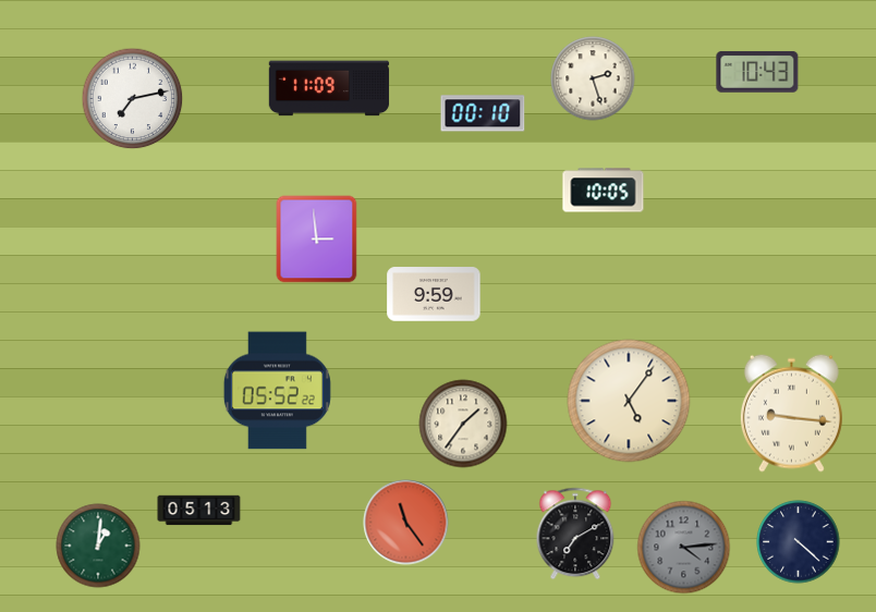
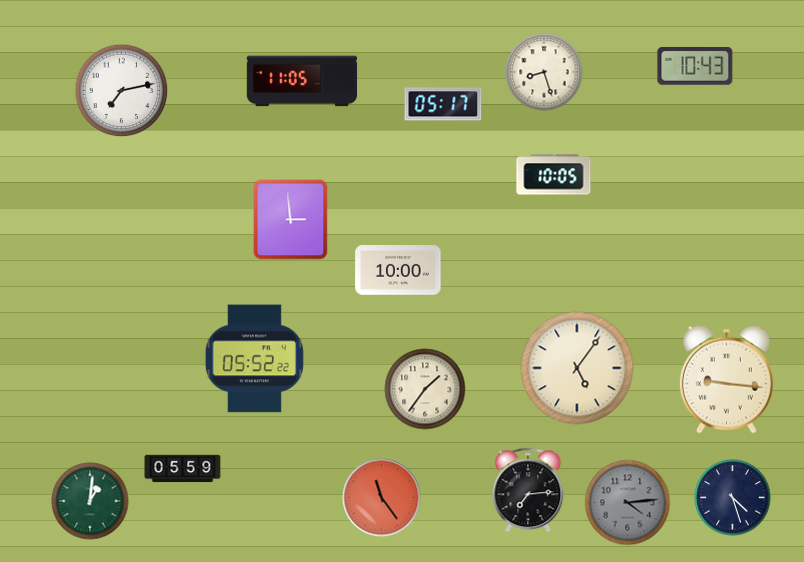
clock at (593, 78): 2:27 -> 8:27
clock at (329, 88): 11:09 -> 11:05
clock at (483, 113): 00:10 -> 05:17
clock at (434, 294): 9:59 -> 10:00
clock at (199, 511): 05:13 -> 05:59
clock at (406, 523) position: (406, 523) -> (382, 498)
clock at (575, 534): 7:10 -> 7:14
clock at (799, 542): 4:22 -> 4:27
